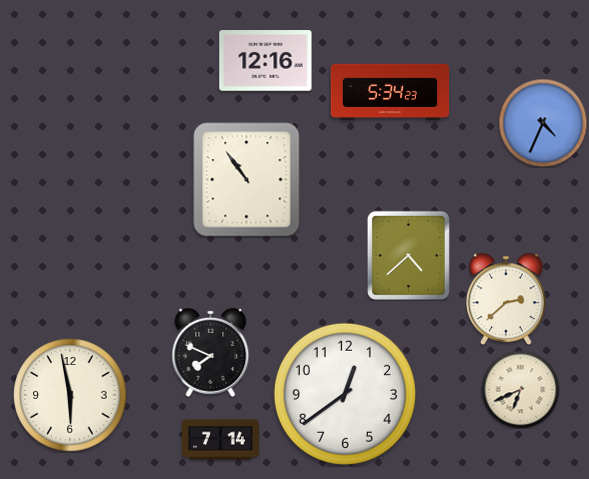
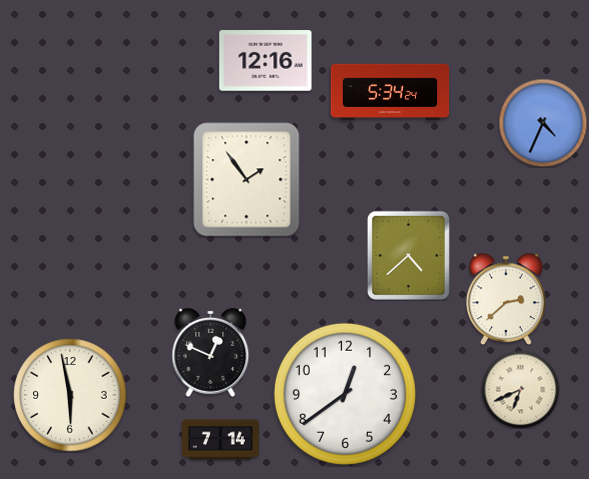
clock at (390, 92): 5:34:23 -> 5:34:24
clock at (247, 180): 10:54 -> 1:54
clock at (211, 352): 7:49 -> 12:49
